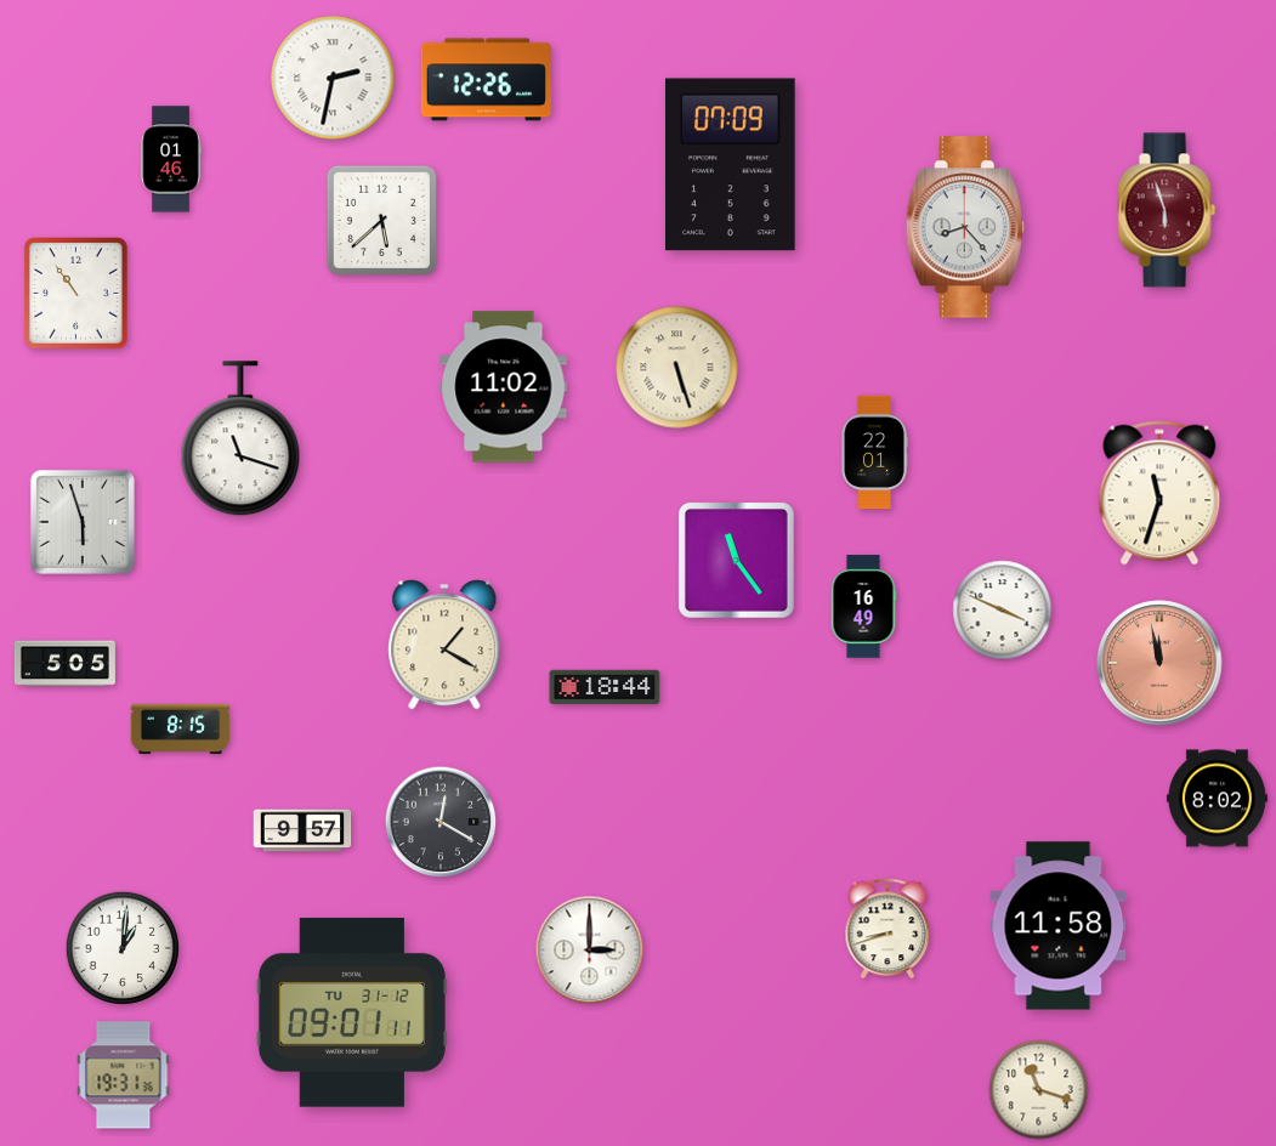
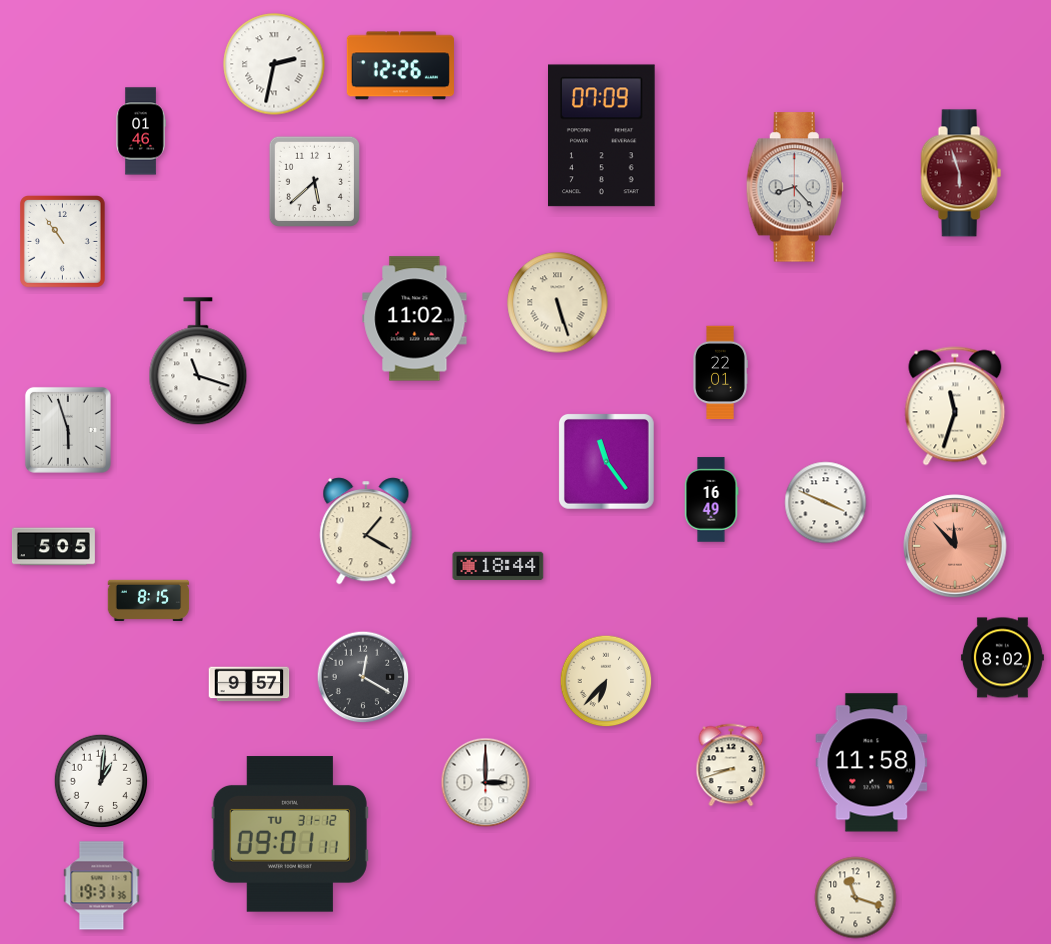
clock at (1159, 663): 11:58 -> 11:53
clock at (606, 681): none -> 6:37
